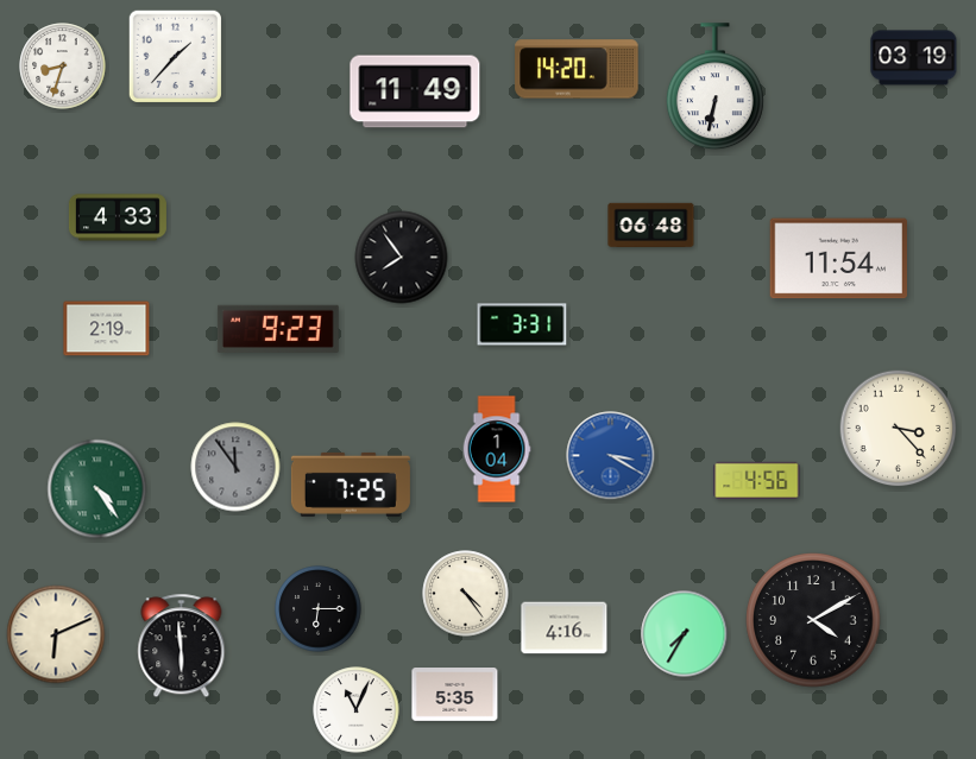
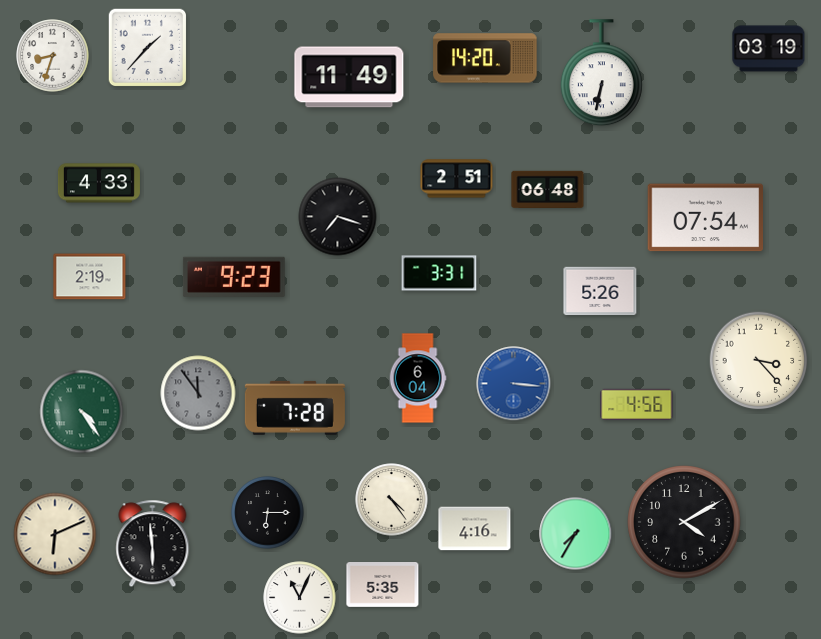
clock at (457, 179): none -> 2:51
clock at (402, 258): 7:54 -> 7:18
clock at (838, 259): 11:54 -> 07:54
clock at (600, 291): none -> 5:26
clock at (899, 429) position: (899, 429) -> (759, 361)
clock at (497, 449): 1:04 -> 6:04
clock at (611, 456): 3:20 -> 3:16
clock at (351, 485): 7:25 -> 7:28
clock at (56, 634) position: (56, 634) -> (55, 534)
